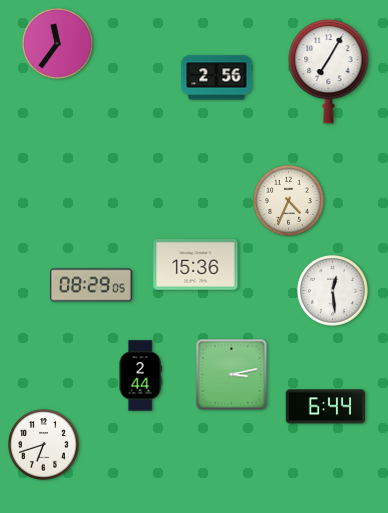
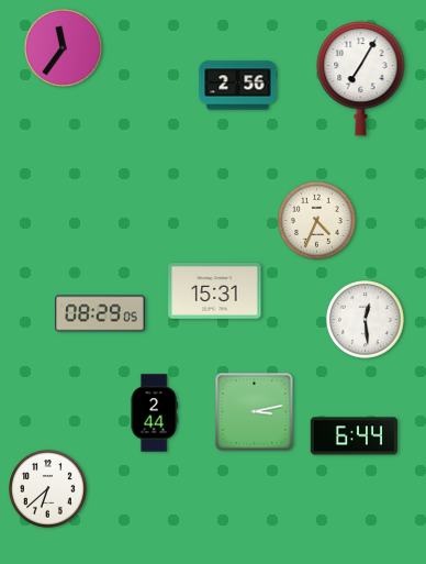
clock at (196, 265): 15:36 -> 15:31
clock at (325, 407) position: (325, 407) -> (354, 436)
clock at (44, 445): 6:42 -> 6:38
